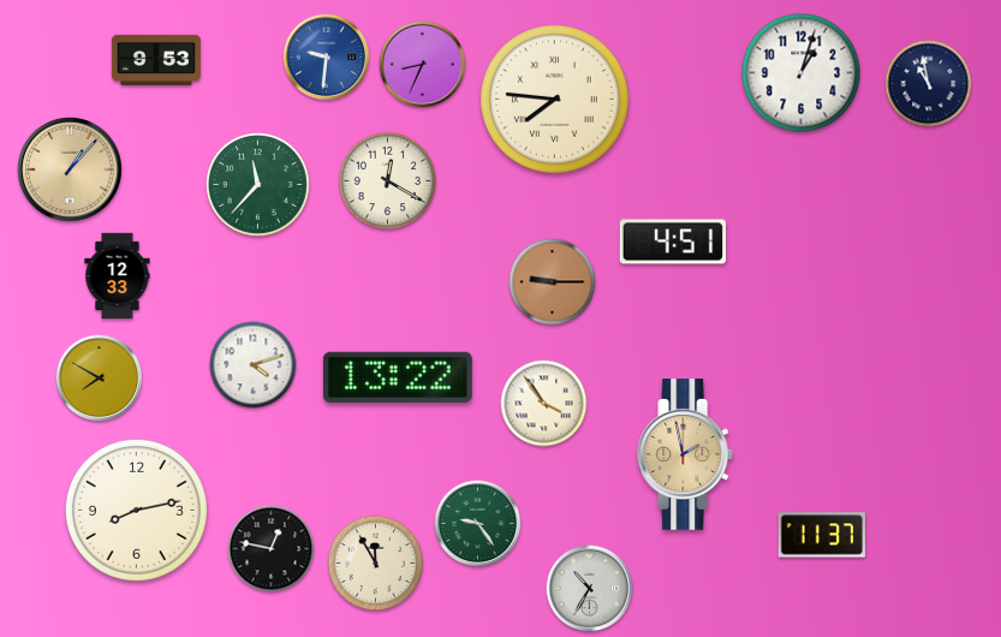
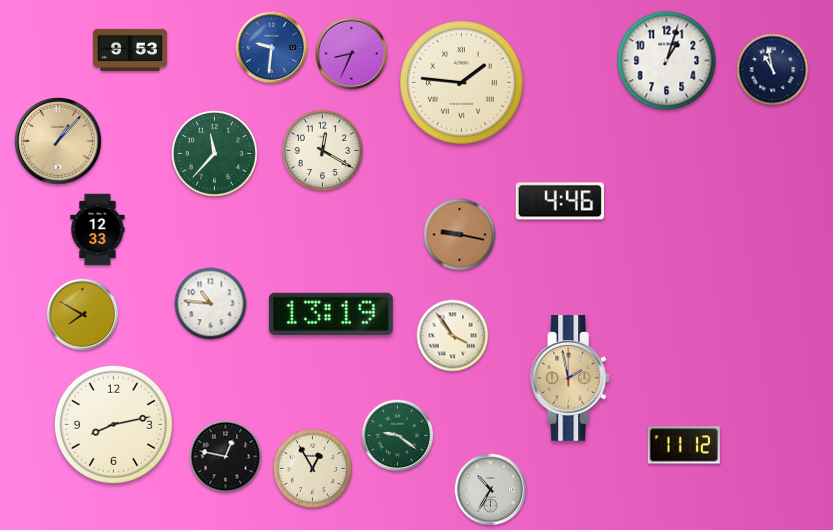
clock at (555, 100): 7:46 -> 1:46
clock at (672, 242): 4:51 -> 4:46
clock at (553, 282): 9:15 -> 9:17
clock at (254, 365): 4:12 -> 10:46
clock at (398, 377): 13:22 -> 13:19
clock at (478, 524): 9:24 -> 9:21
clock at (822, 535): 11:37 -> 11:12
clock at (376, 564): 11:55 -> 12:55
